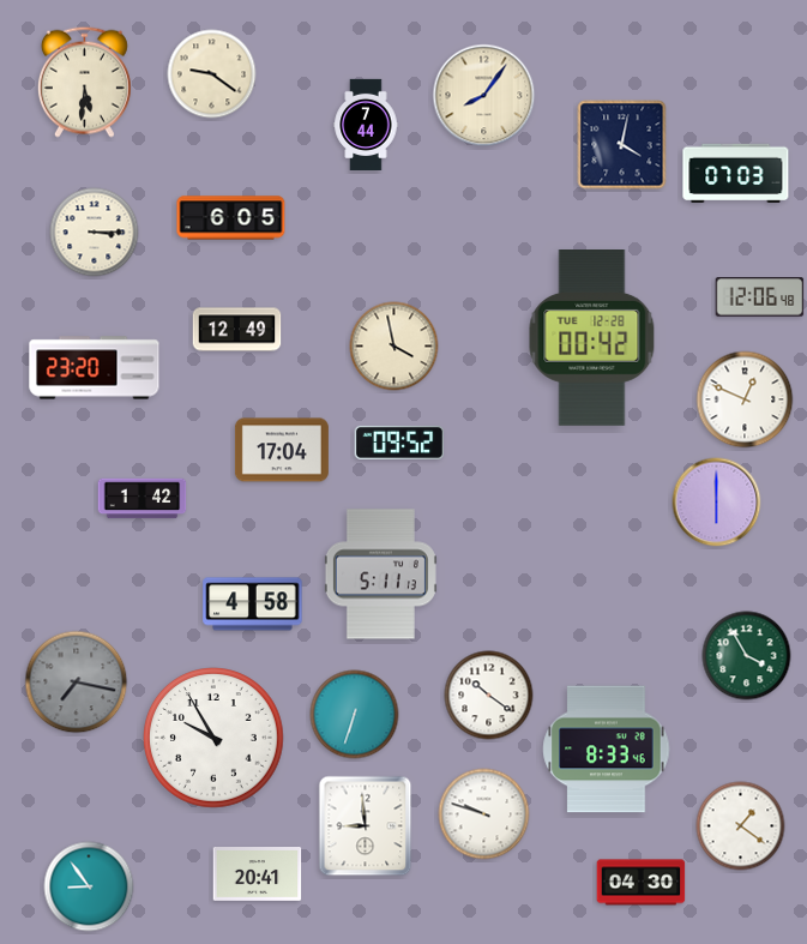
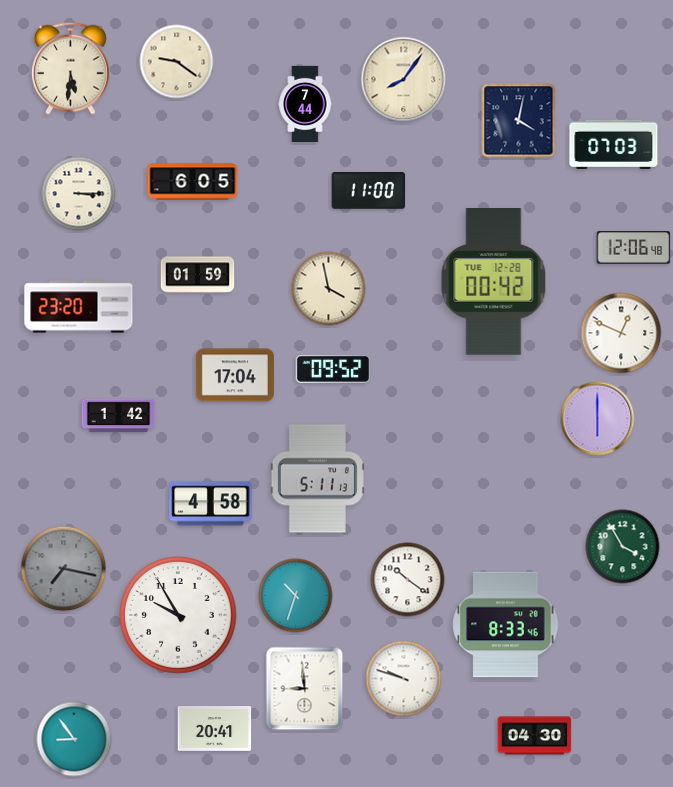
clock at (369, 190): none -> 11:00
clock at (237, 330): 12:49 -> 01:59
clock at (355, 715): 6:33 -> 10:33
clock at (741, 826): 1:21 -> none
